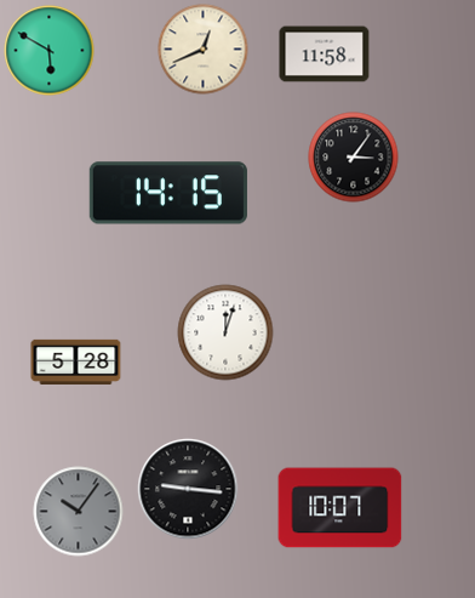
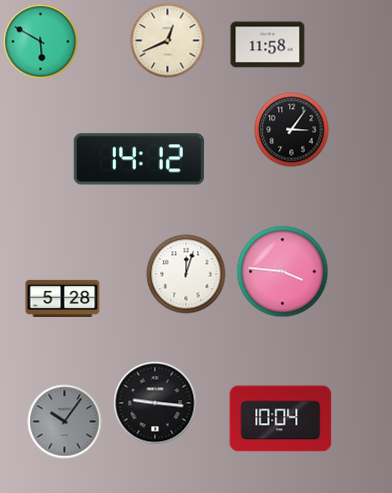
clock at (168, 193): 14:15 -> 14:12
clock at (283, 272): none -> 3:46
clock at (340, 508): 10:07 -> 10:04
